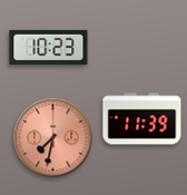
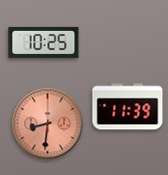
clock at (49, 47): 10:23 -> 10:25
clock at (53, 138): 7:32 -> 8:31
